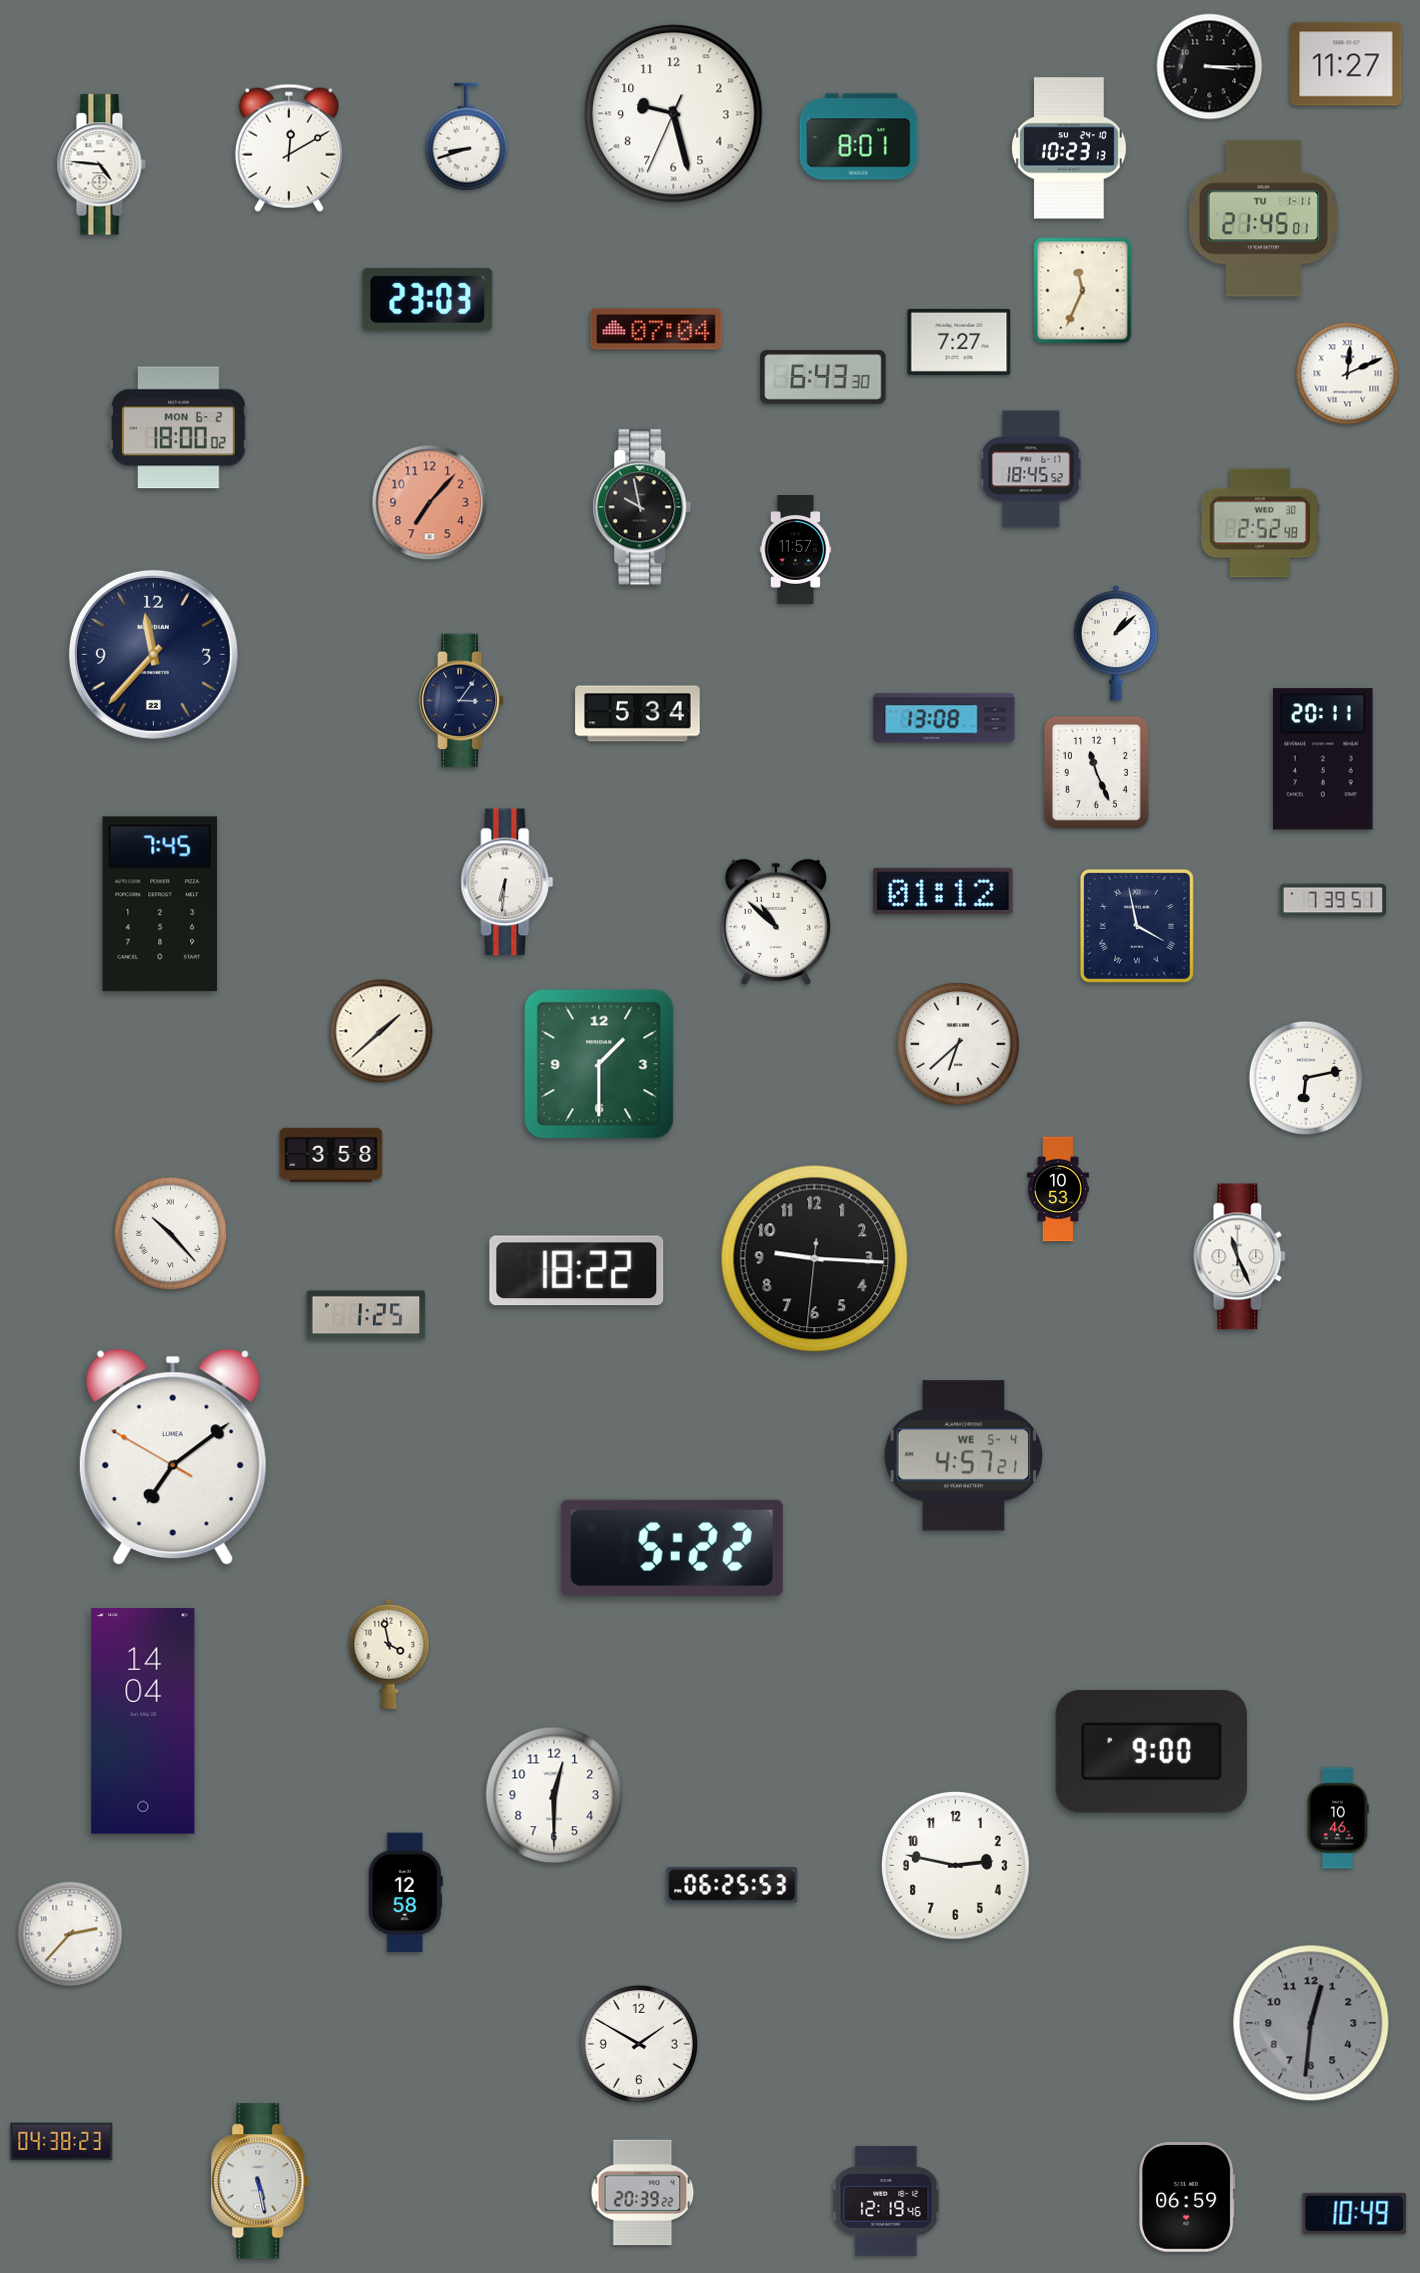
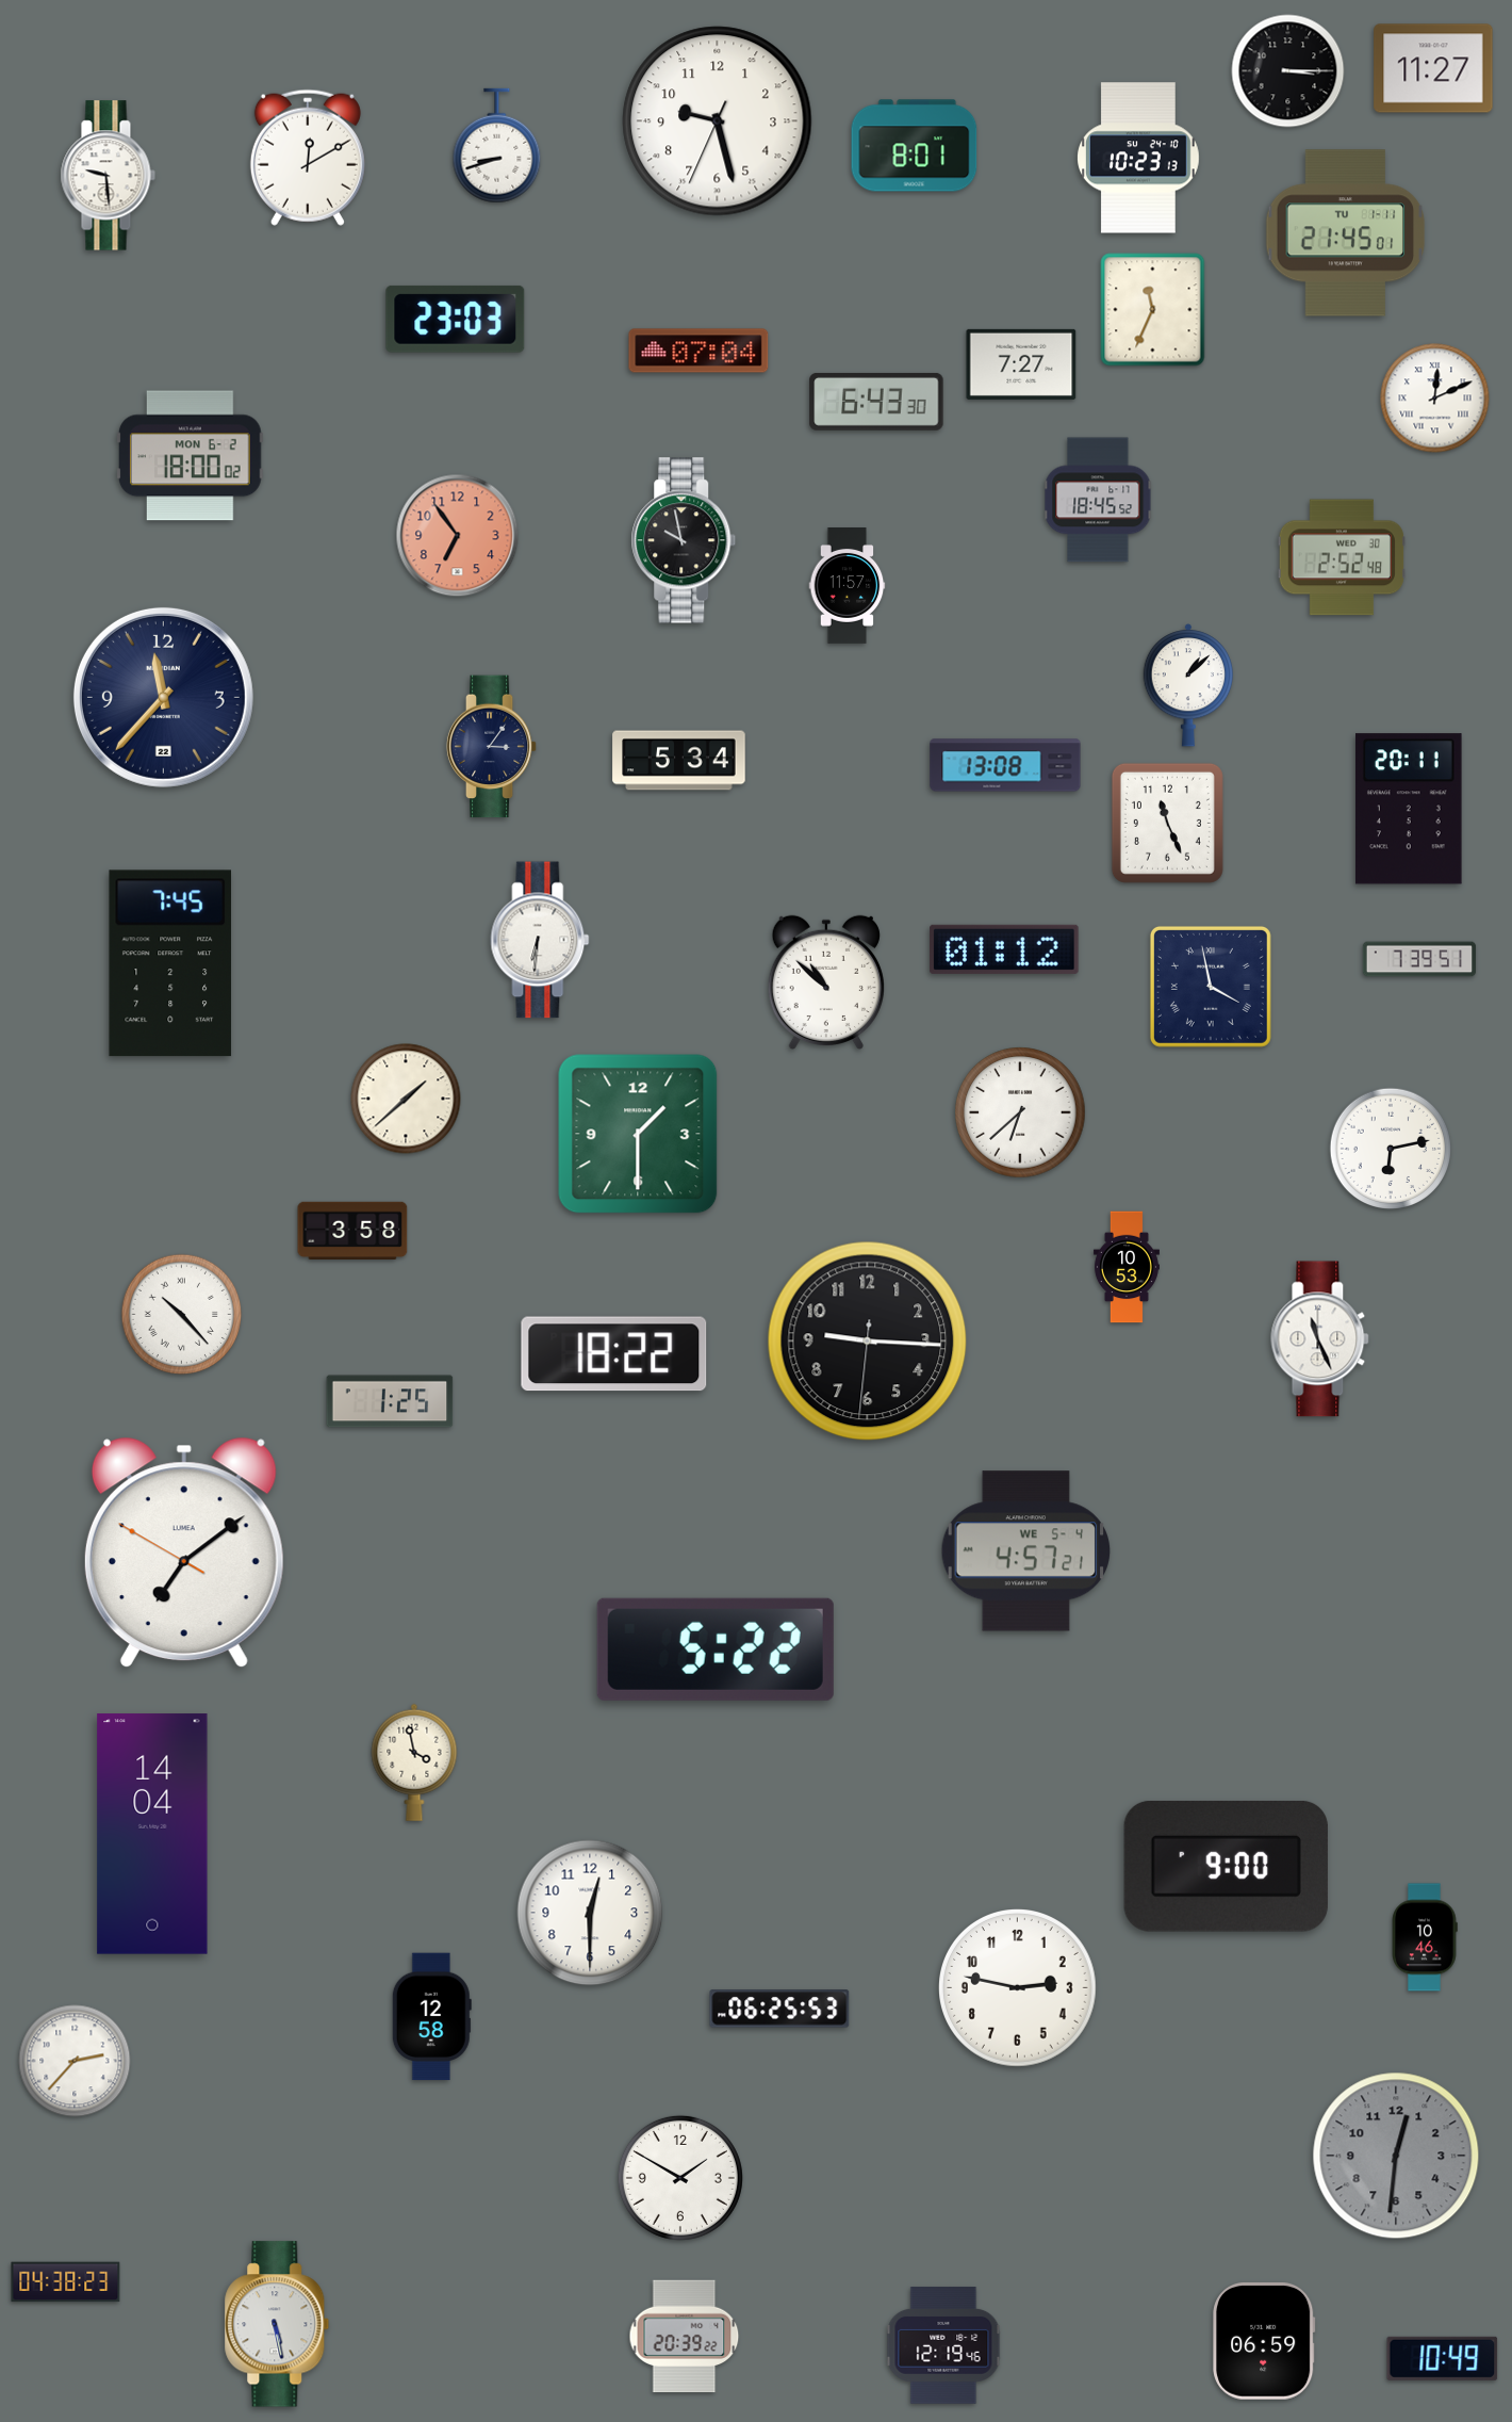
clock at (101, 165): 4:46 -> 9:29
clock at (430, 503): 7:07 -> 6:54
